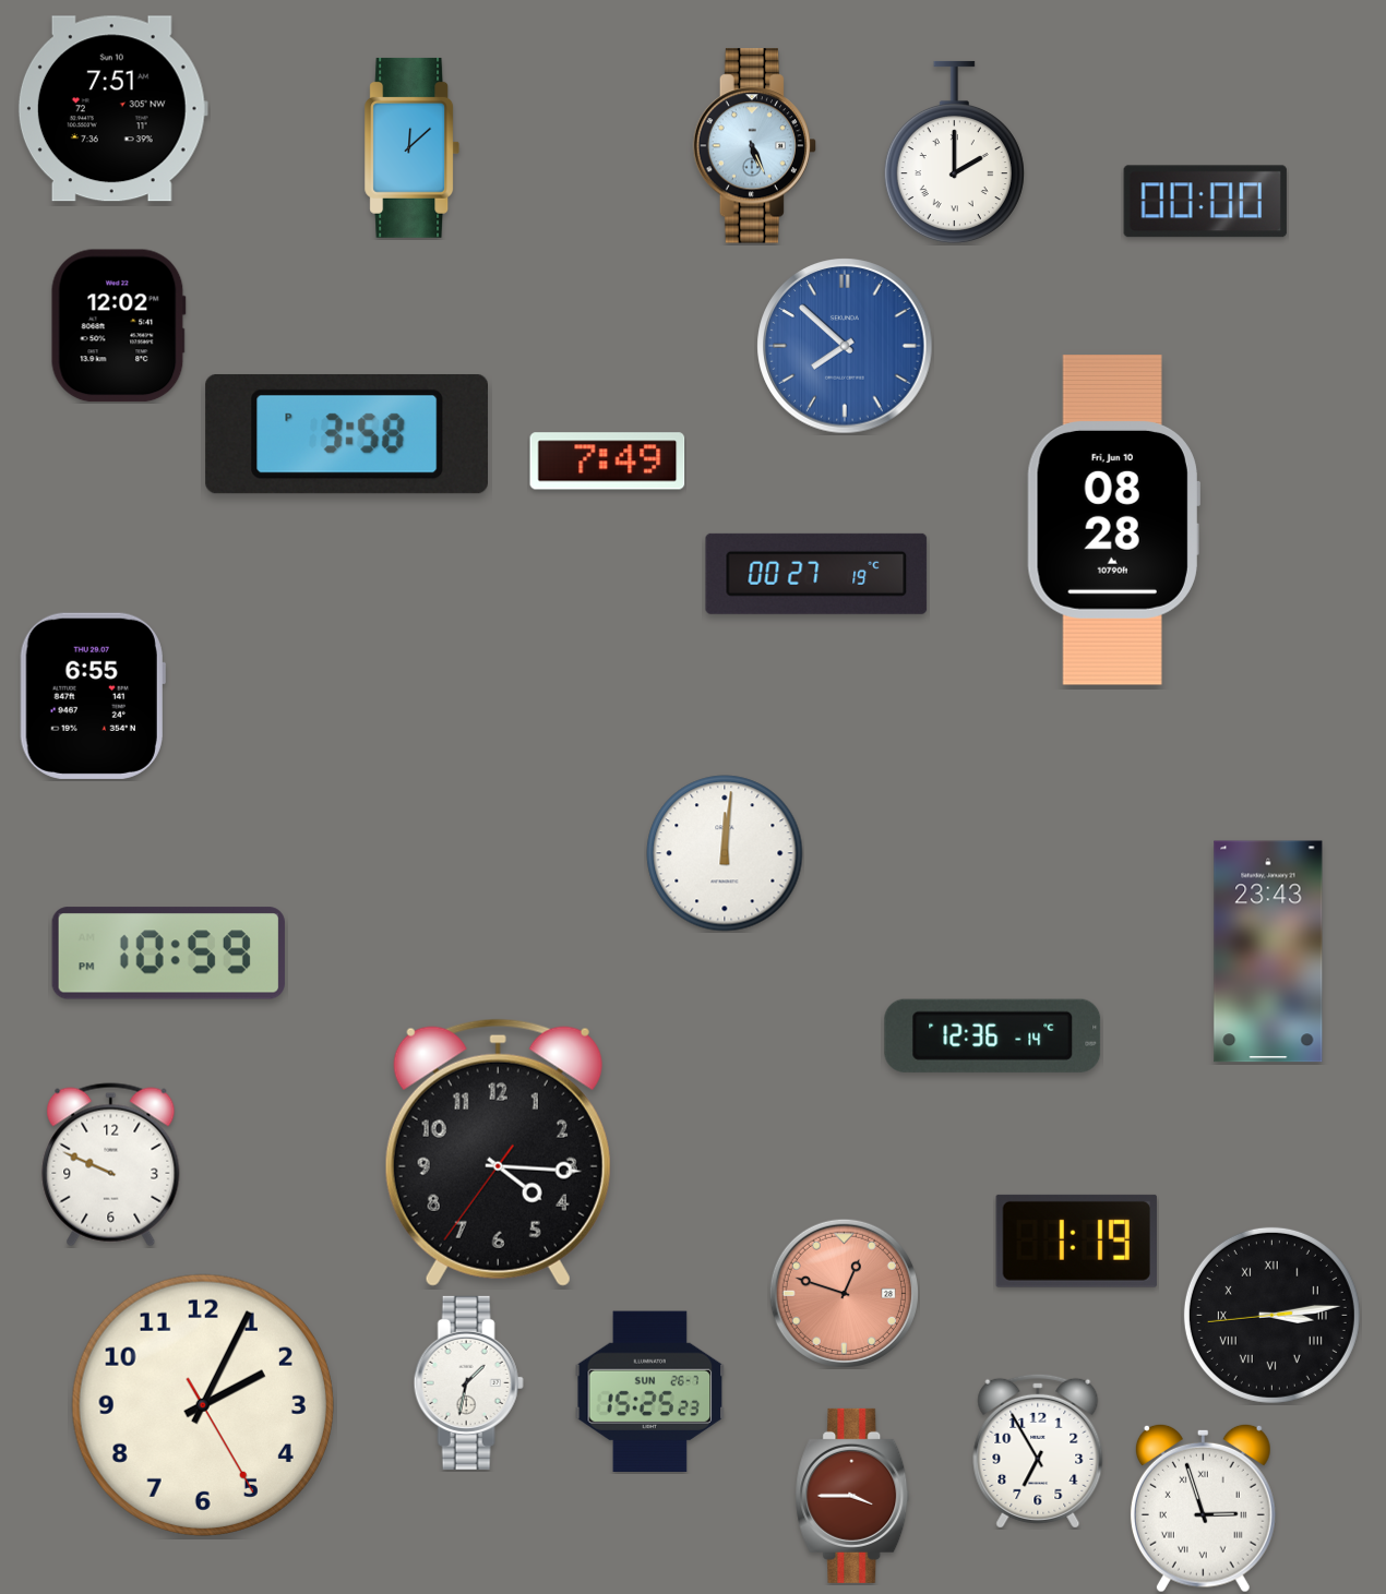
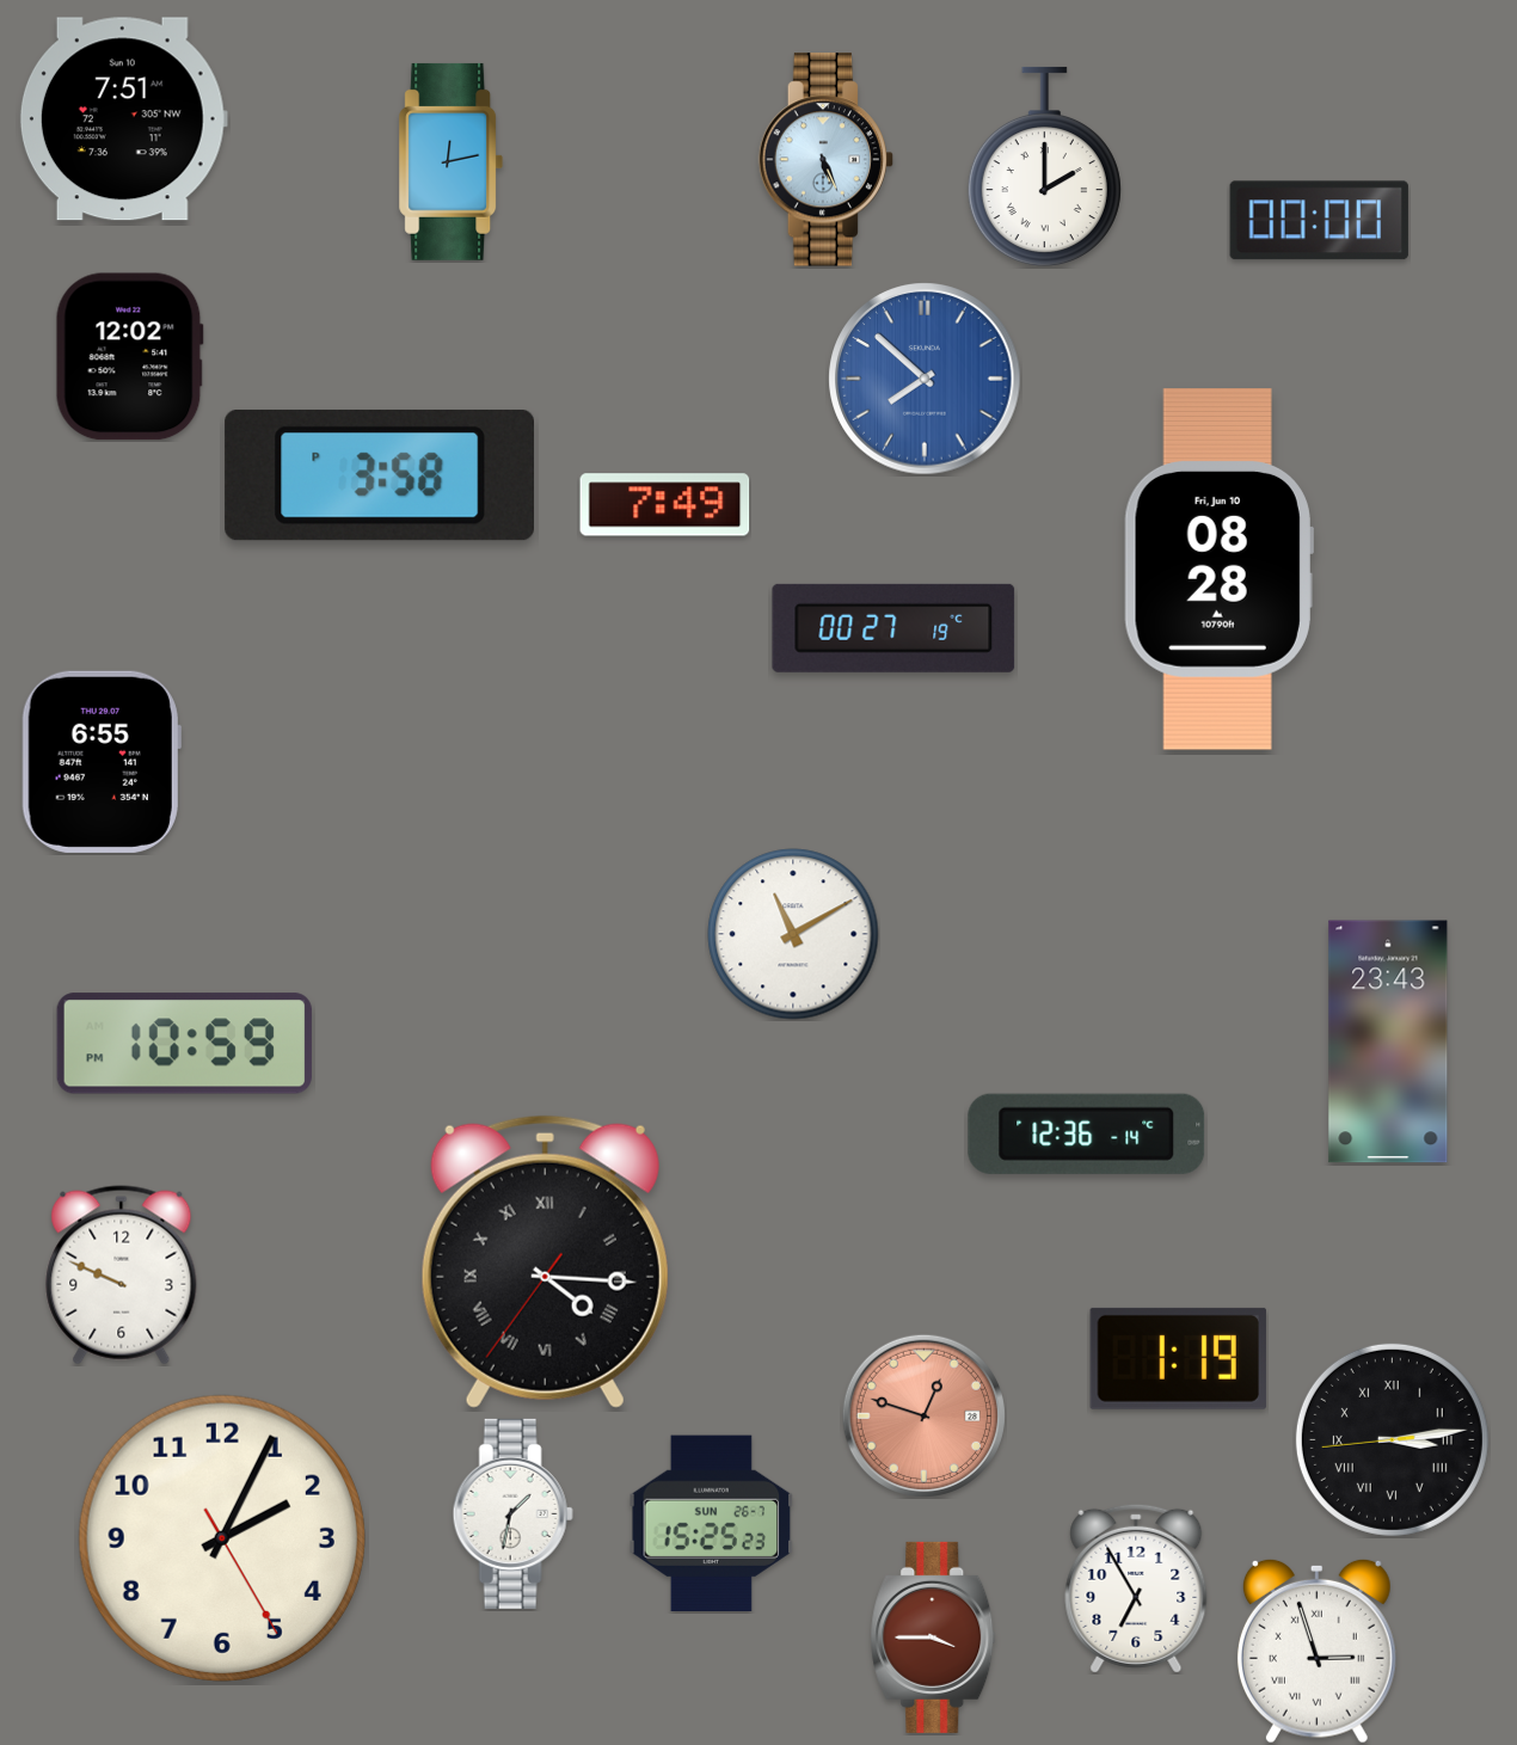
clock at (413, 147): 12:08 -> 12:13
clock at (725, 853): 12:01 -> 11:10
clock at (498, 1152) numerals: Arabic -> Roman
